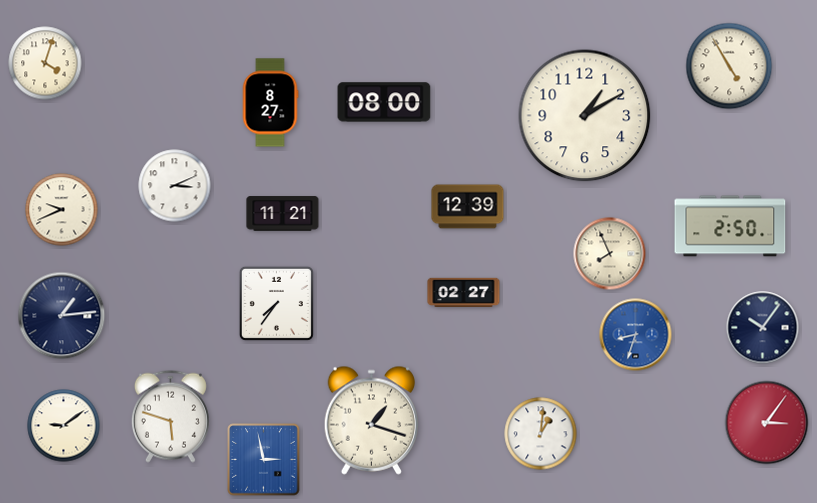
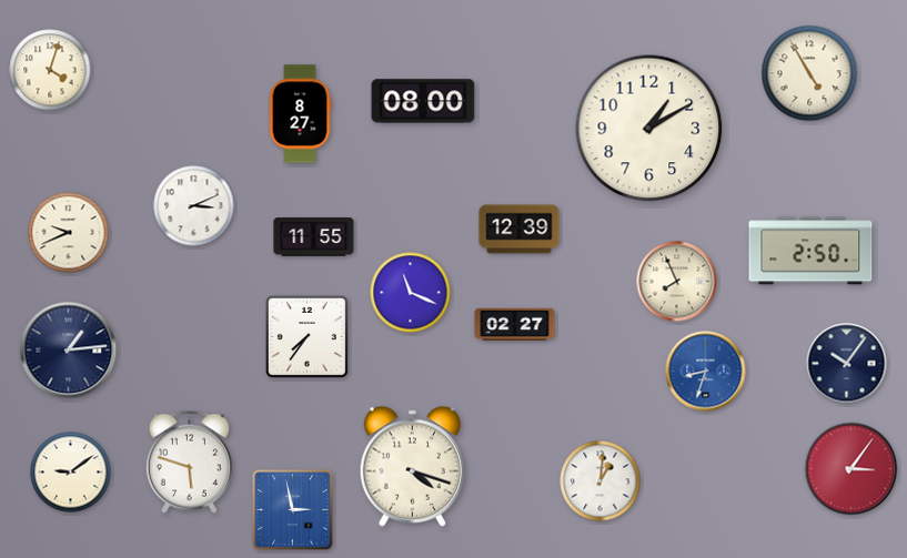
clock at (384, 102) position: (384, 102) -> (423, 101)
clock at (283, 214): 11:21 -> 11:55
clock at (411, 293): none -> 11:19
clock at (371, 420): 1:18 -> 4:18
